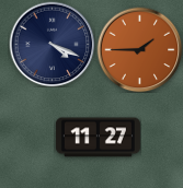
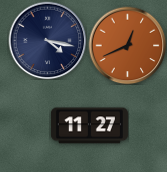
clock at (52, 44): 4:19 -> 4:17
clock at (139, 49): 1:45 -> 12:41
